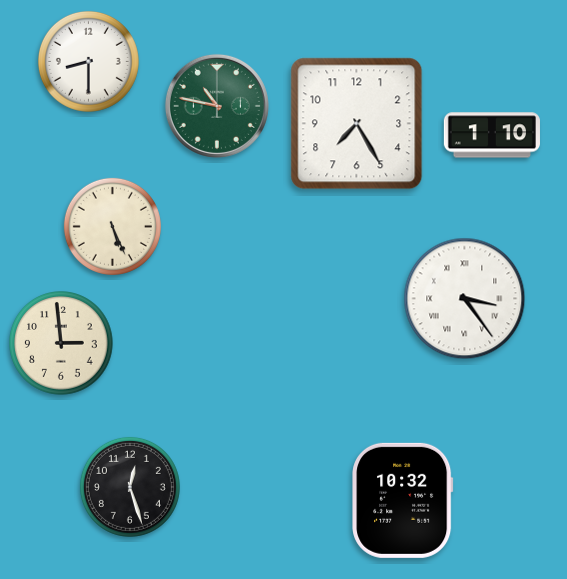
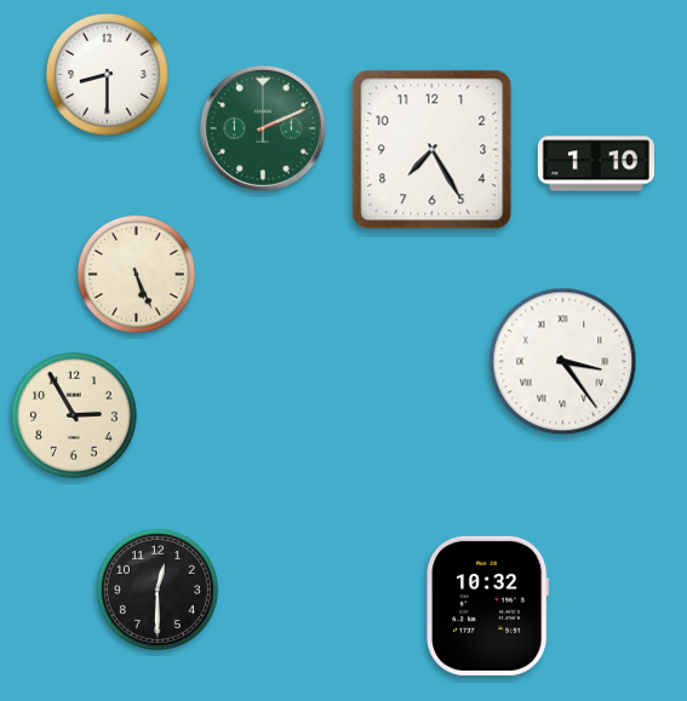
clock at (217, 106): 10:47 -> 2:11
clock at (61, 343): 2:59 -> 2:55
clock at (130, 487): 12:27 -> 12:30
